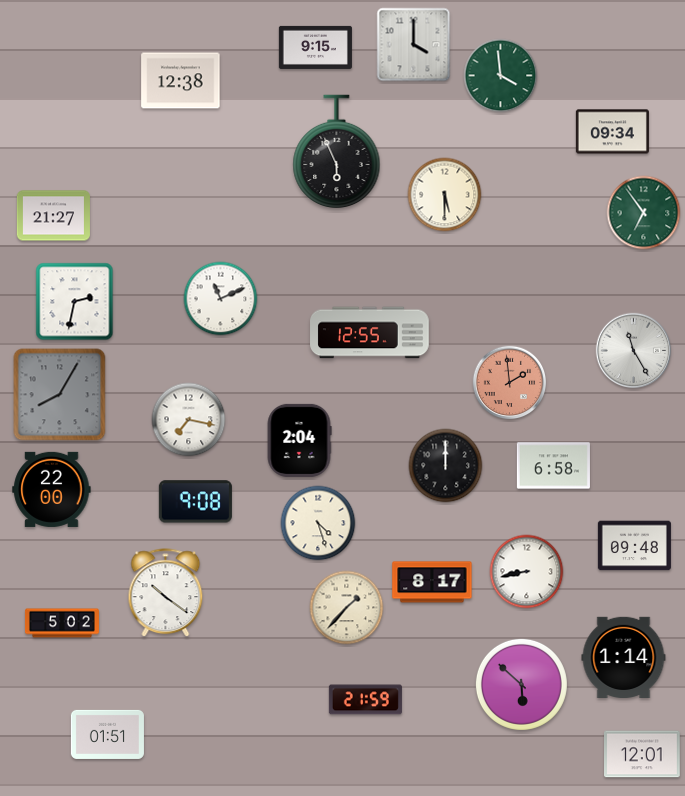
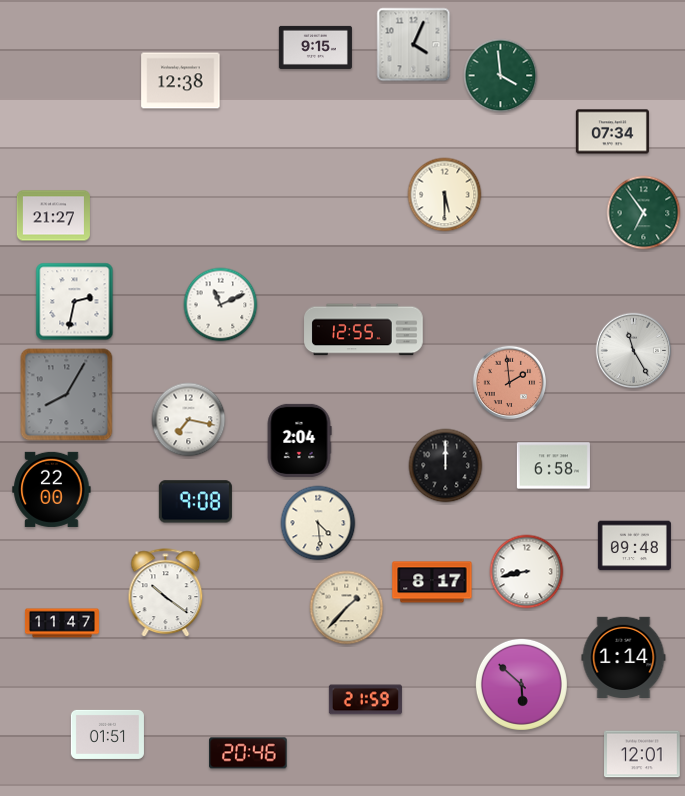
clock at (414, 45): 4:00 -> 4:04
clock at (612, 132): 09:34 -> 07:34
clock at (337, 152): 5:56 -> none
clock at (221, 299) position: (221, 299) -> (221, 305)
clock at (370, 333) position: (370, 333) -> (364, 330)
clock at (60, 395) position: (60, 395) -> (67, 395)
clock at (318, 523): 4:27 -> 4:29
clock at (62, 623): 5:02 -> 11:47
clock at (248, 753): none -> 20:46
